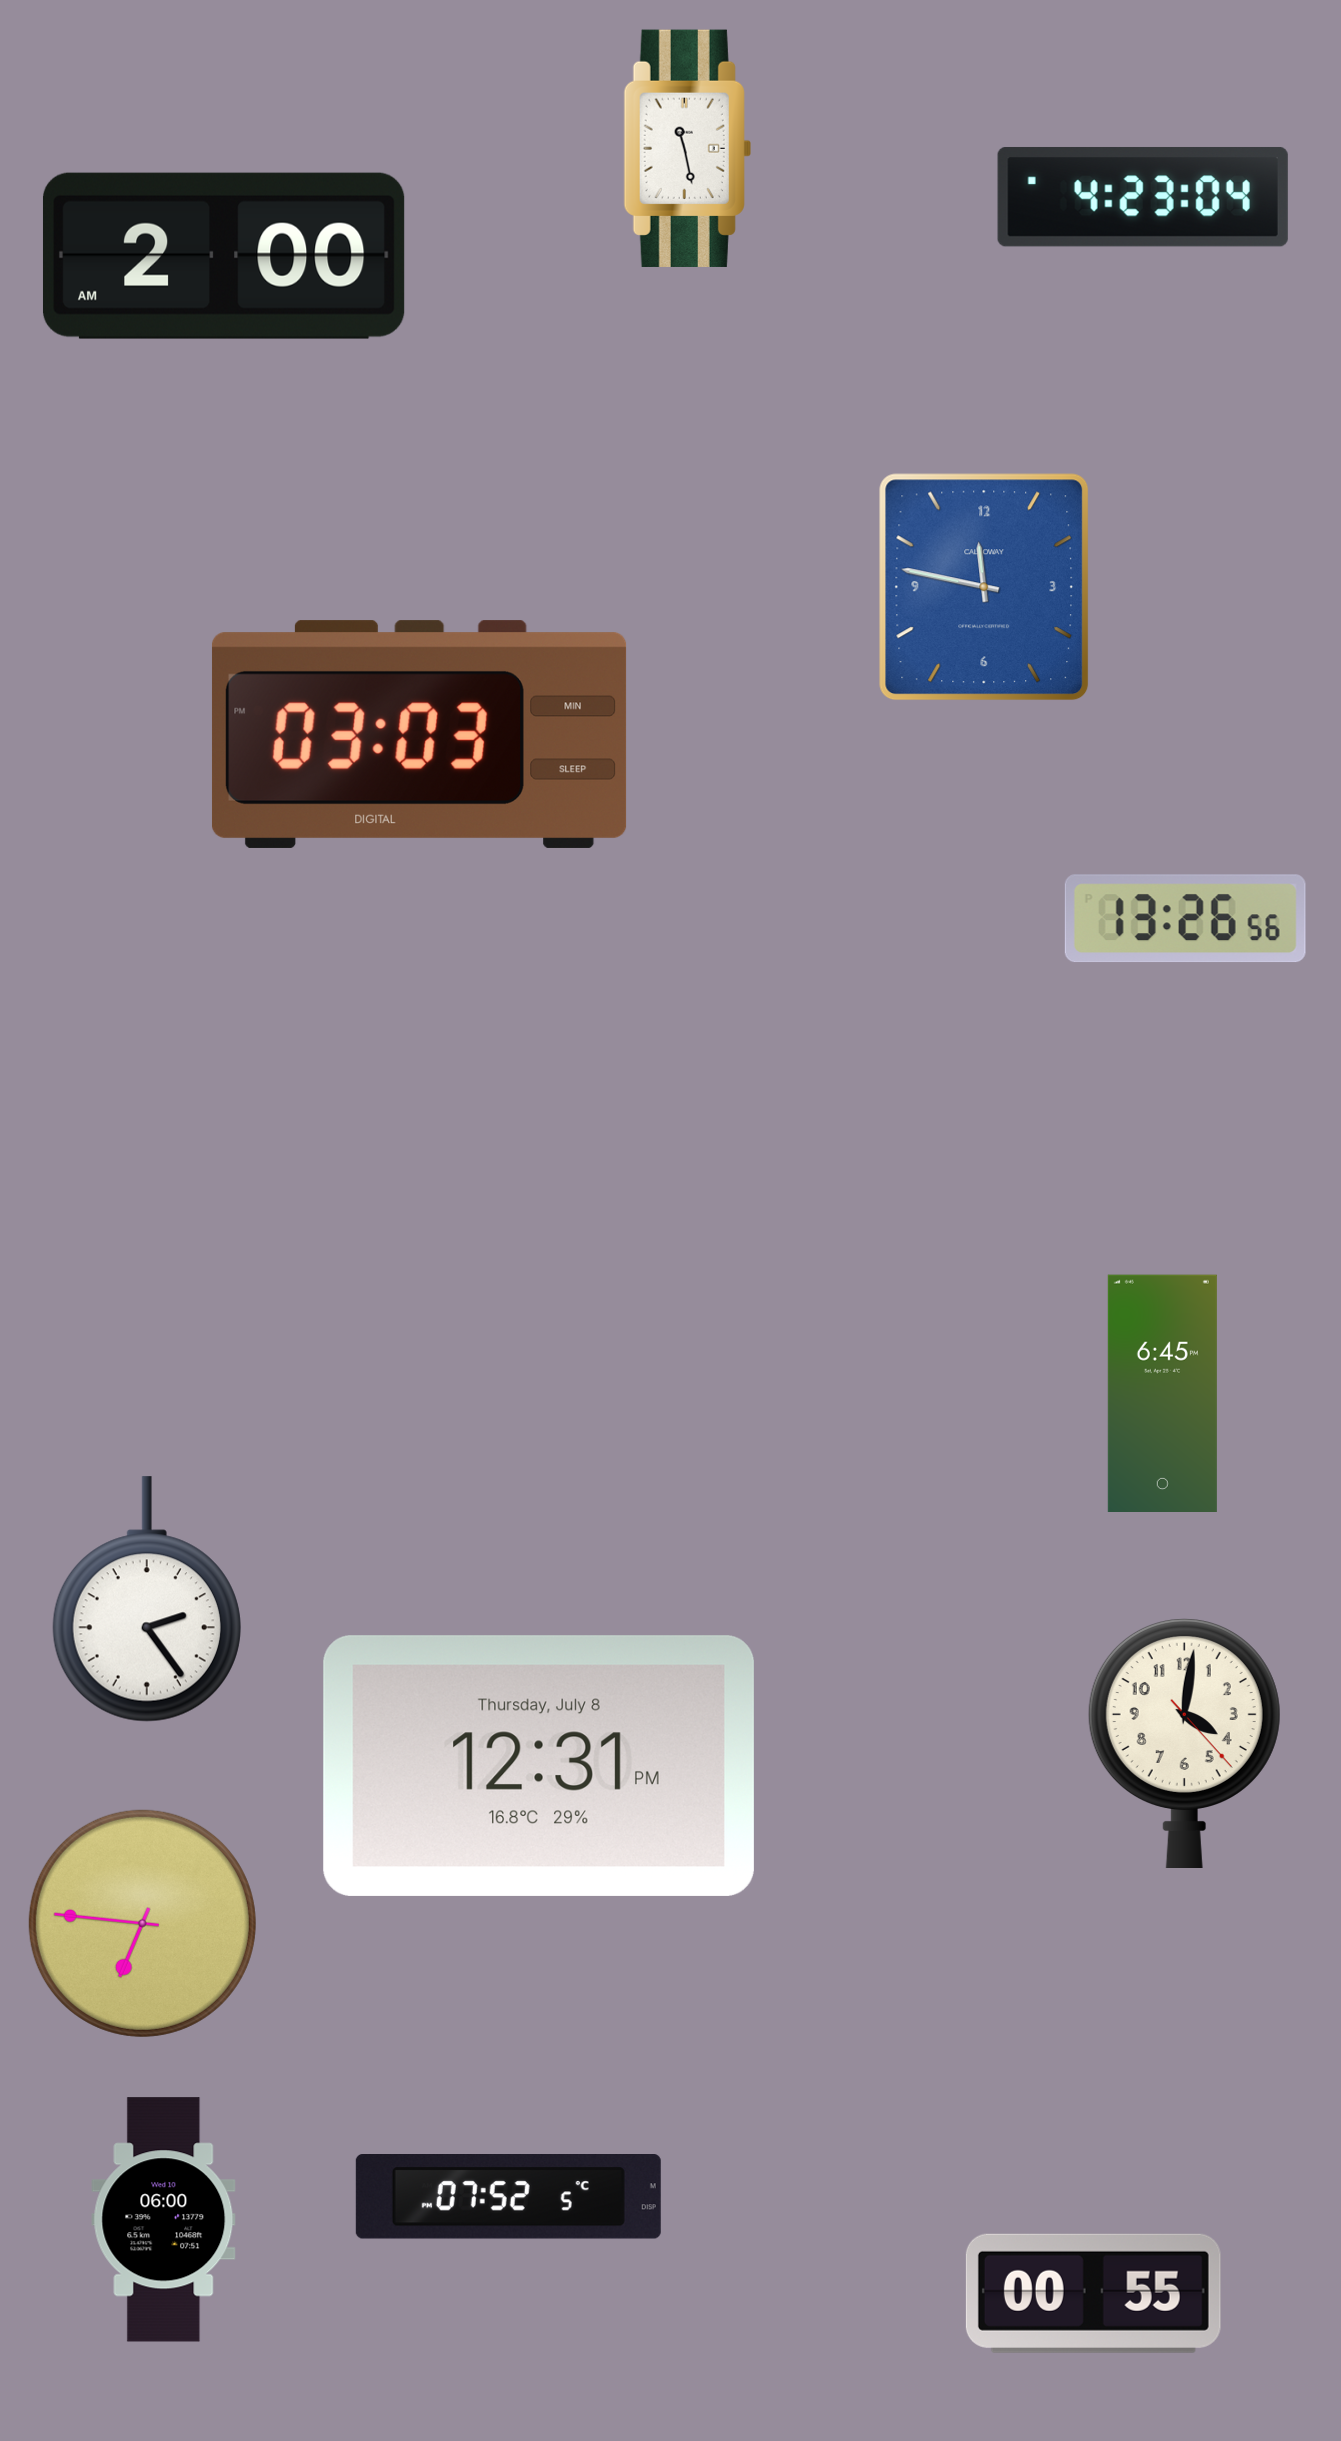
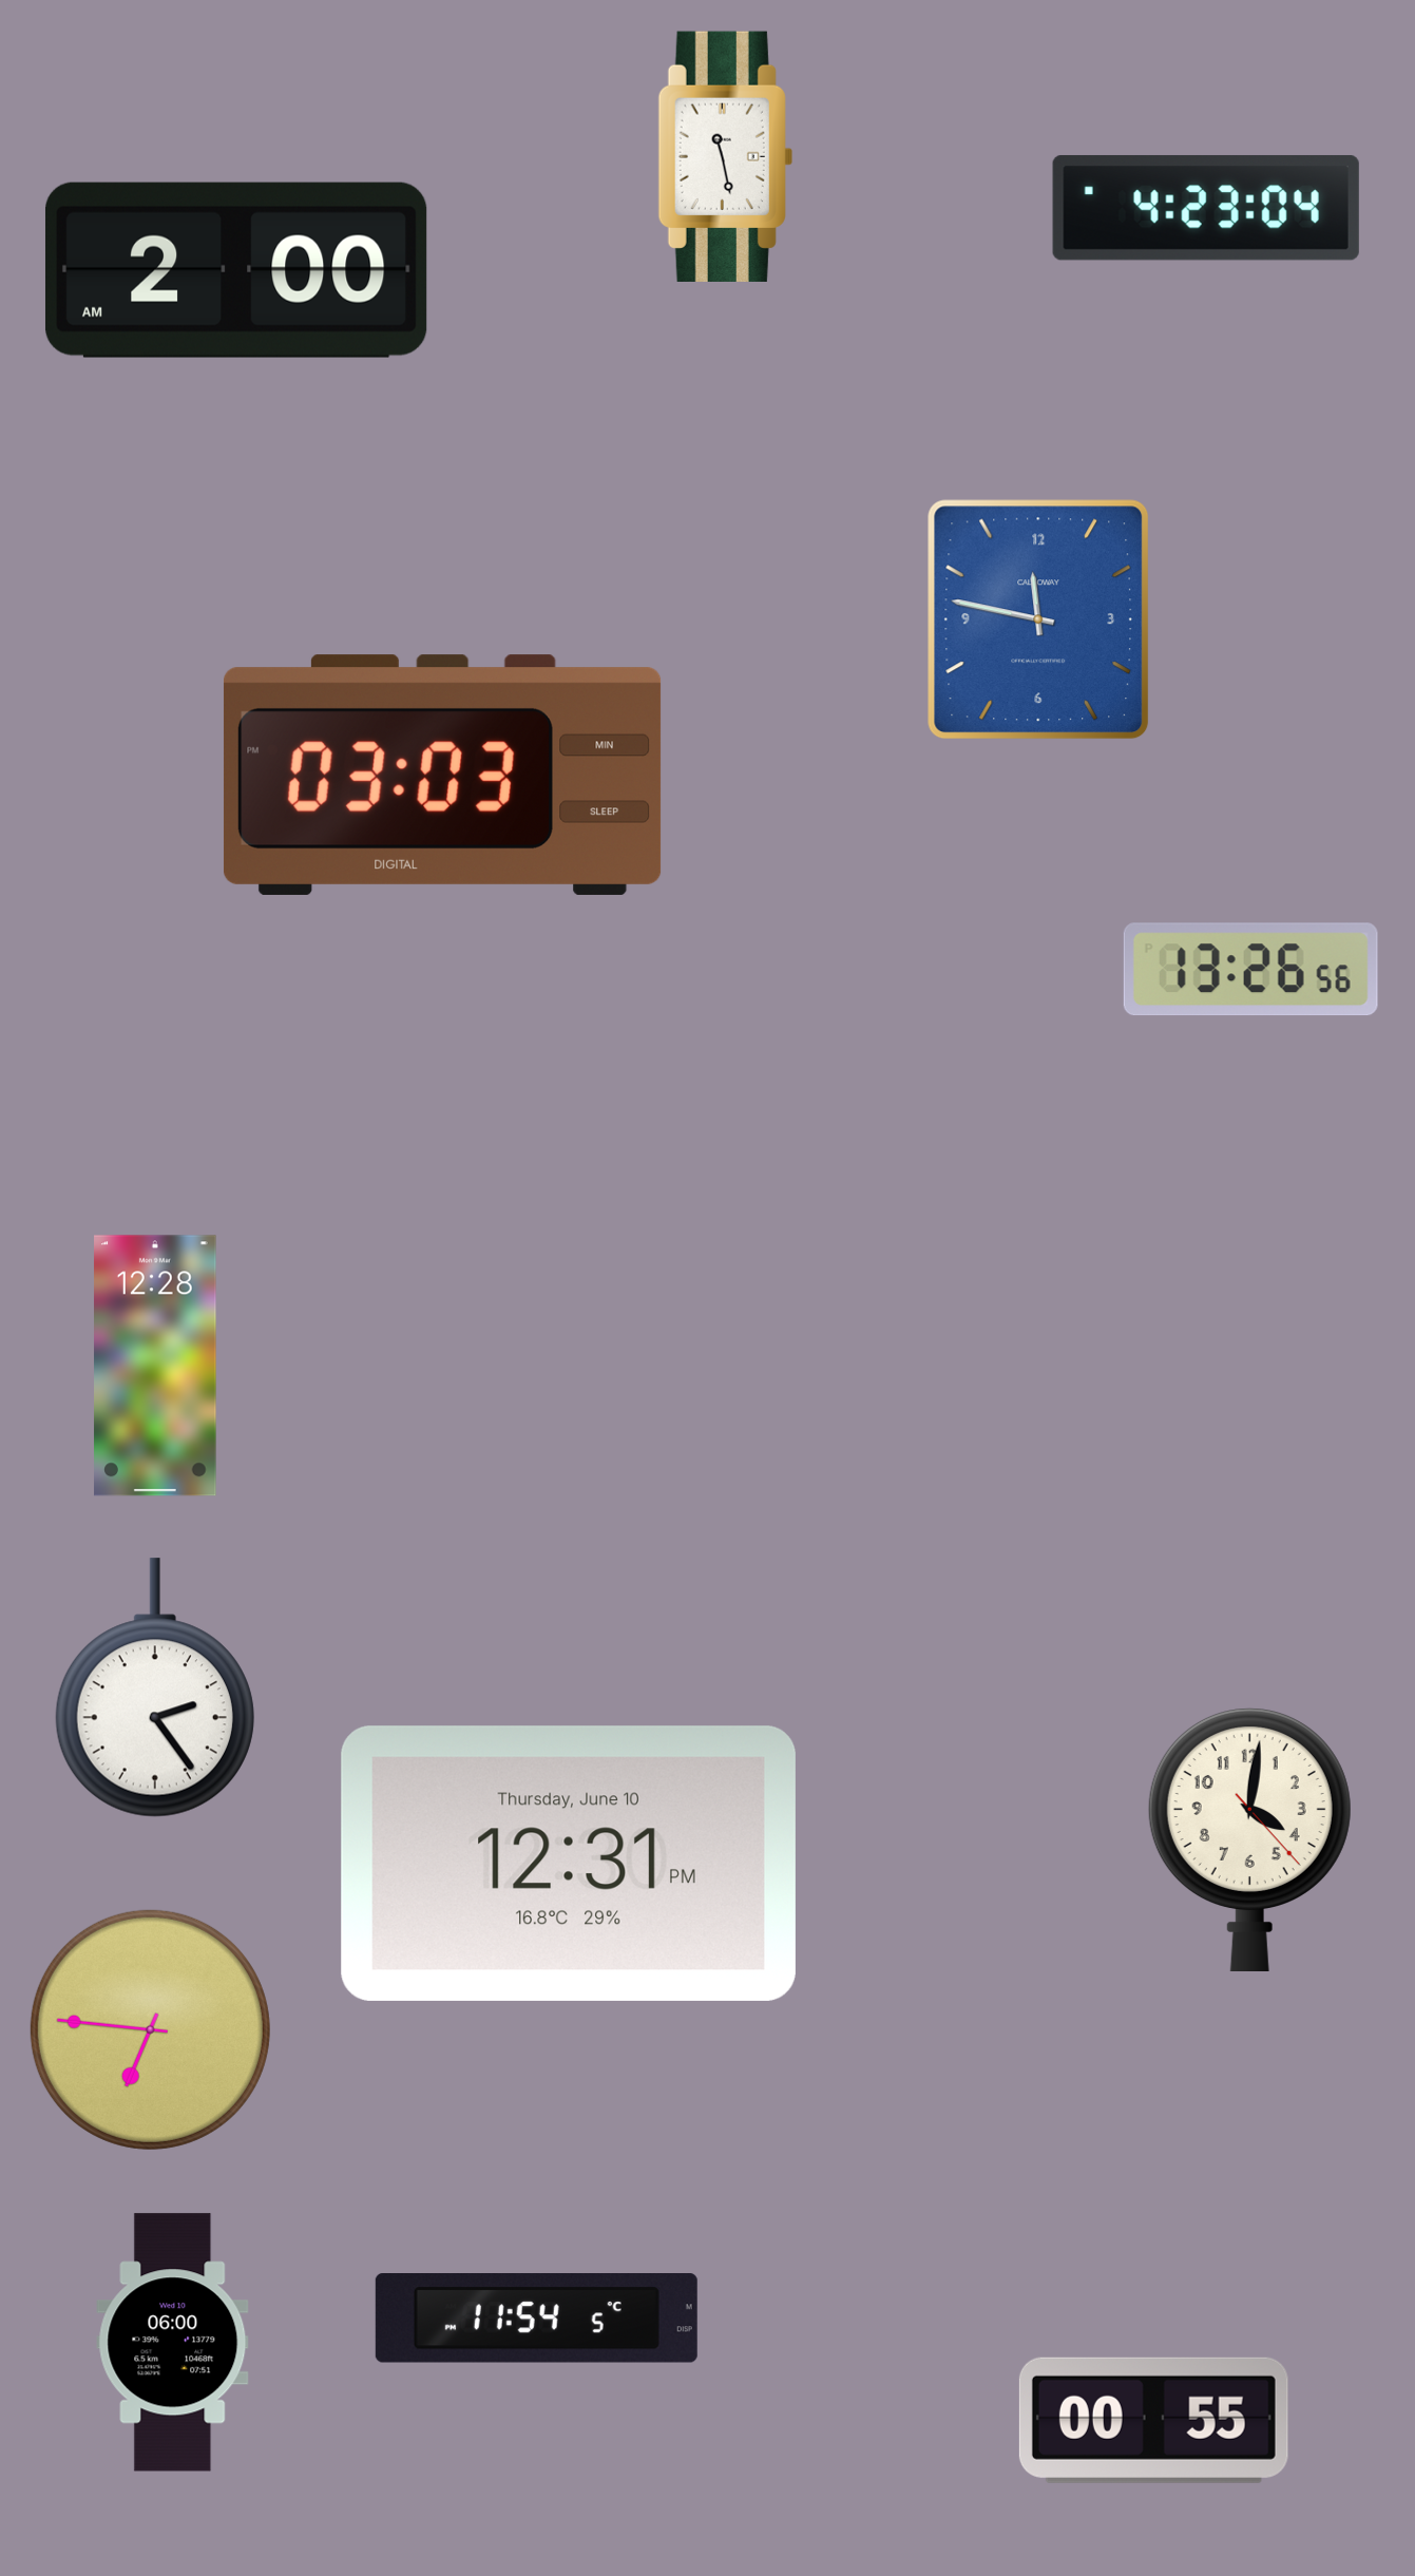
clock at (155, 1366): none -> 12:28
clock at (1162, 1393): 6:45 -> none
clock at (539, 1766) date: Thursday, July 8 -> Thursday, June 10
clock at (508, 2197): 07:52 -> 11:54
